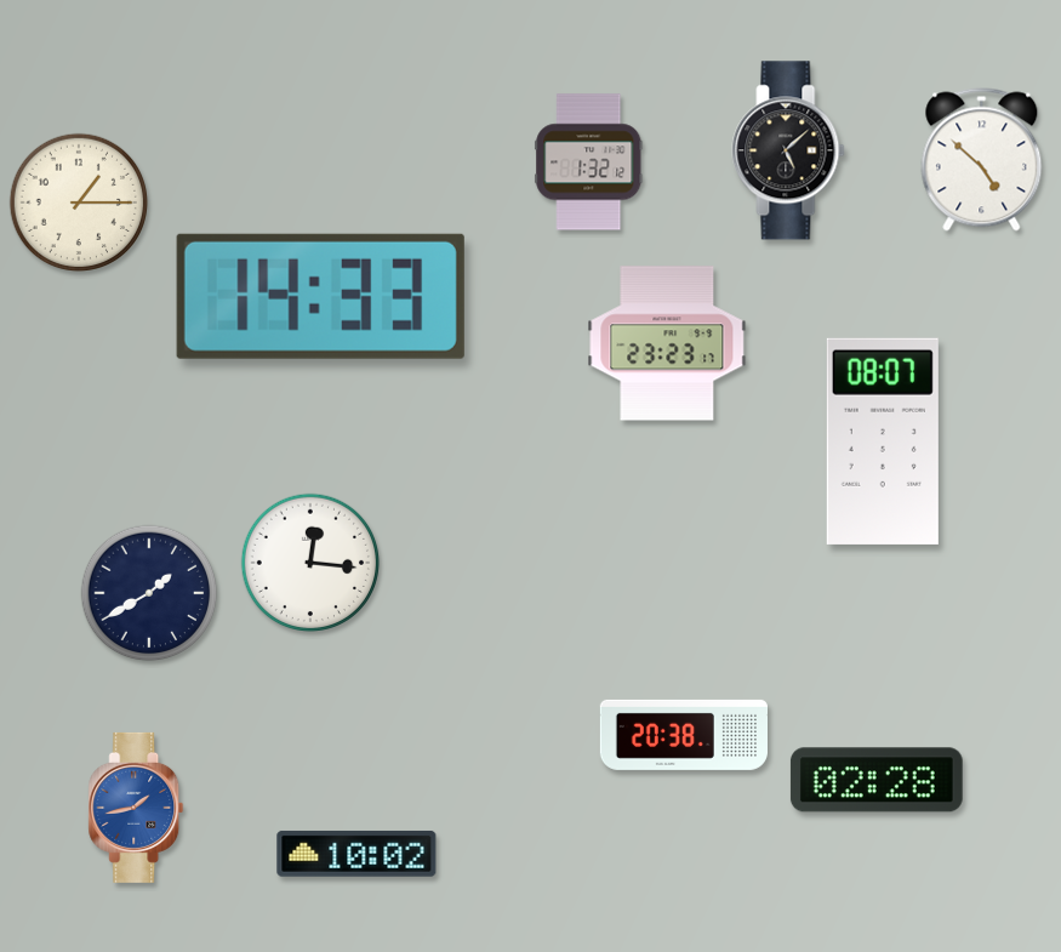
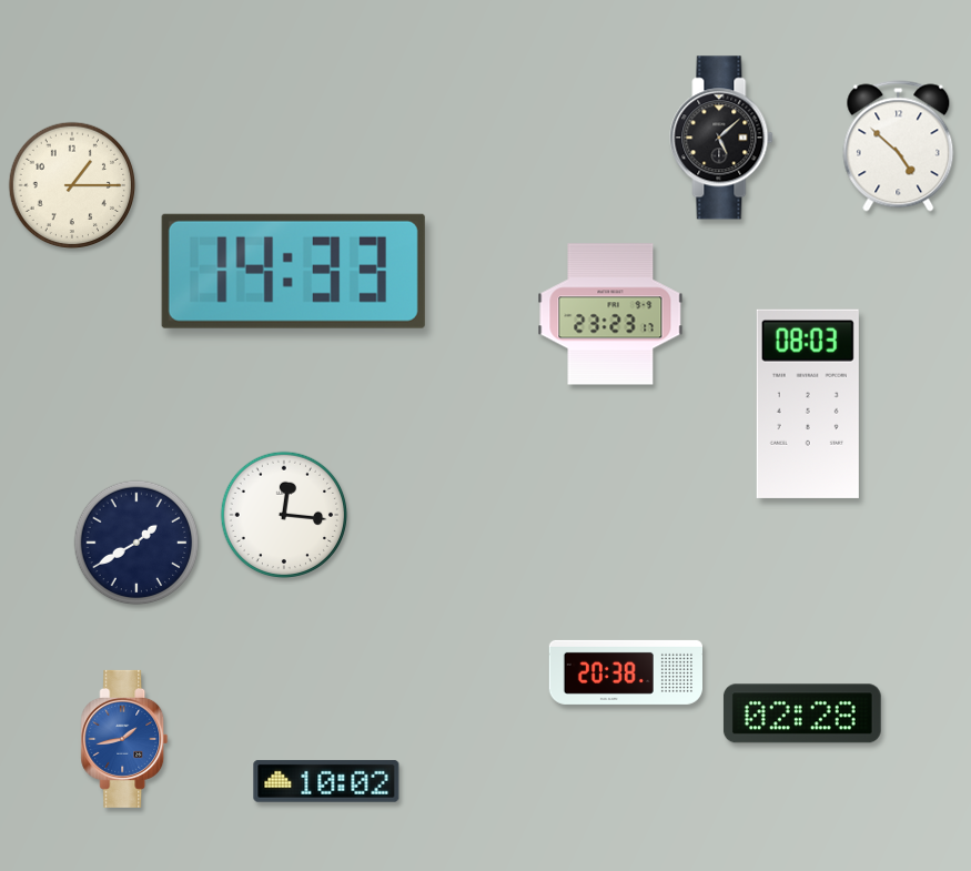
clock at (589, 163): 1:32 -> none
clock at (883, 441): 08:07 -> 08:03
